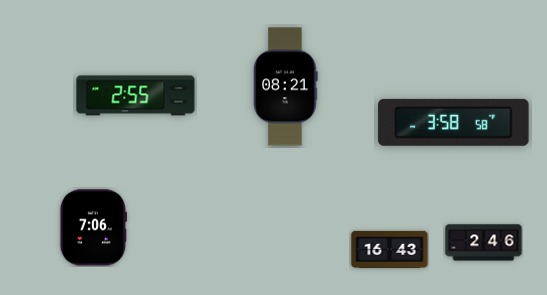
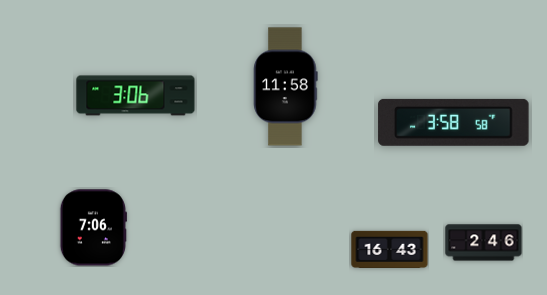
clock at (286, 87): 08:21 -> 11:58
clock at (136, 96): 2:55 -> 3:06
